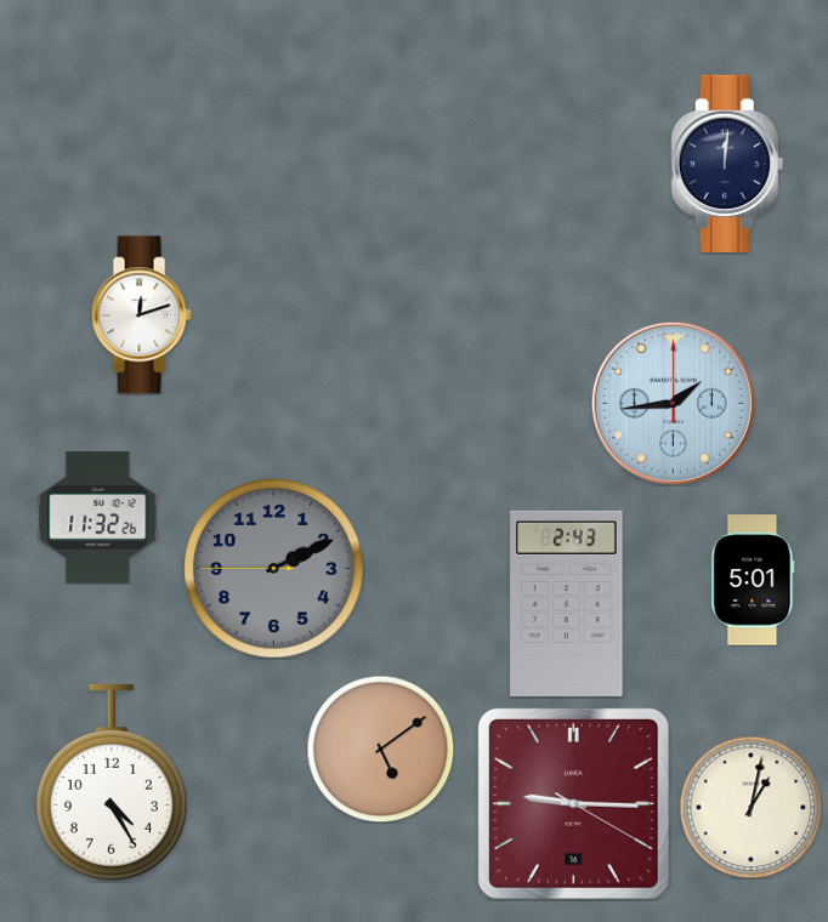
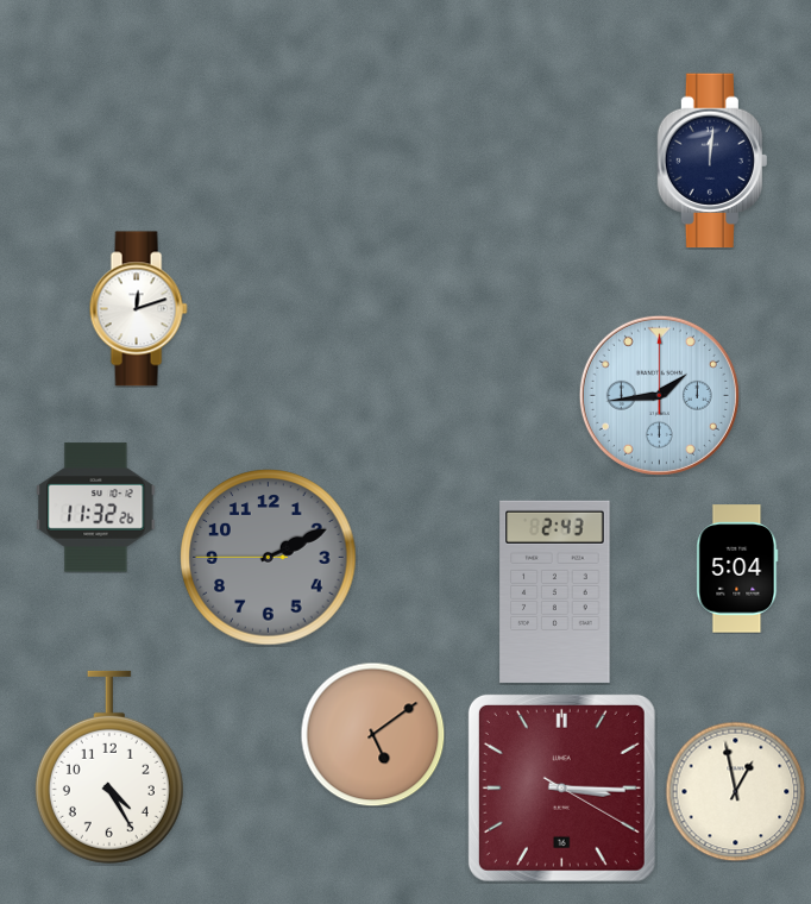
clock at (753, 580): 5:01 -> 5:04
clock at (573, 803): 9:15 -> 3:15
clock at (750, 807): 1:02 -> 12:58
